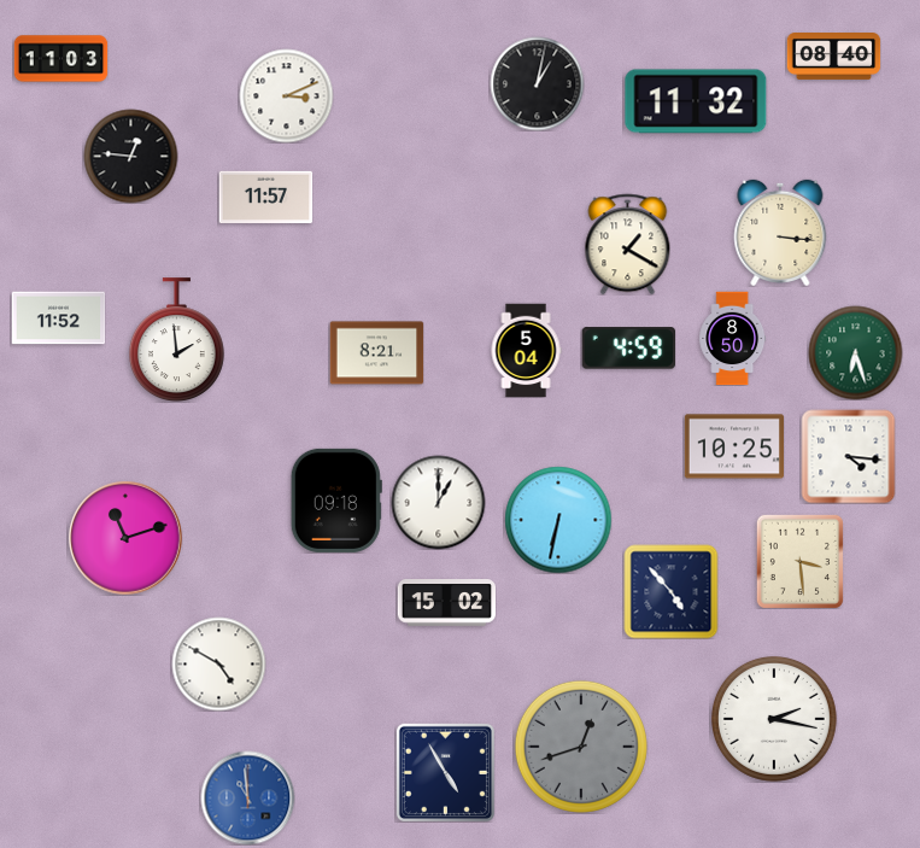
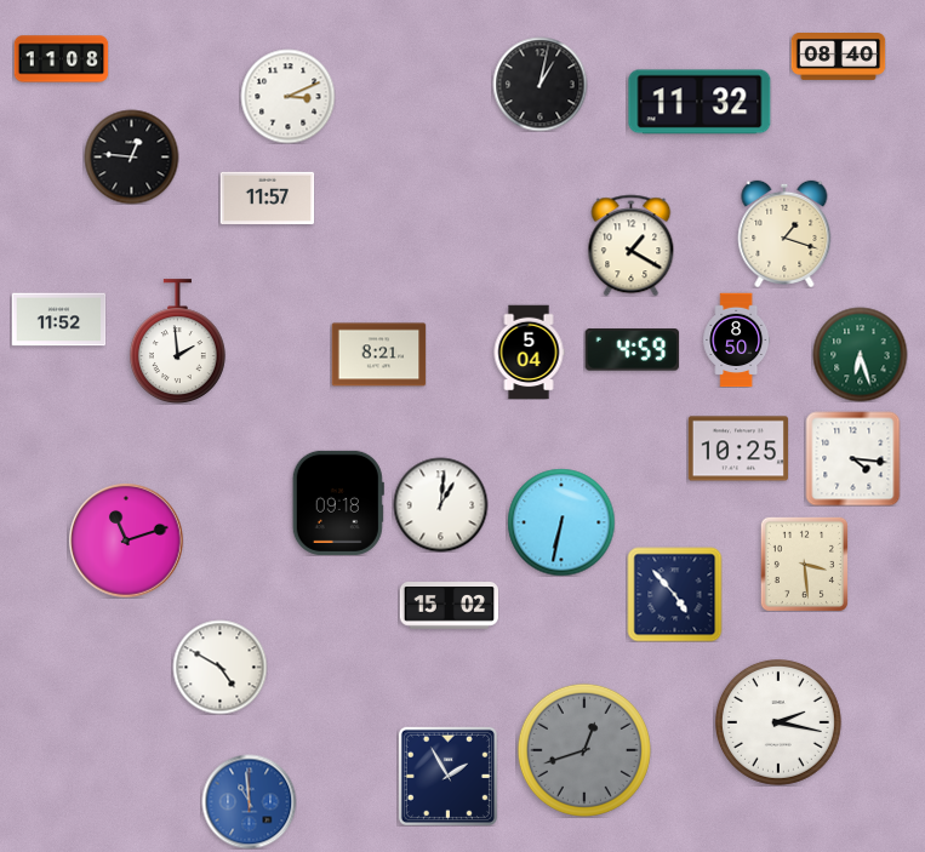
clock at (60, 59): 11:03 -> 11:08
clock at (780, 233): 3:16 -> 1:18
clock at (438, 502): 1:00 -> 1:01
clock at (445, 772): 4:55 -> 1:55
